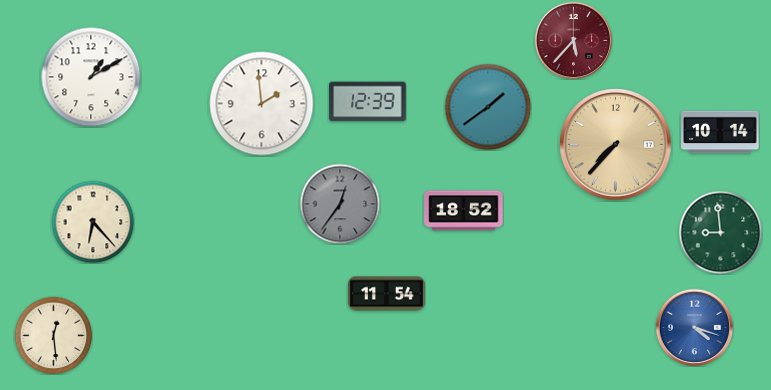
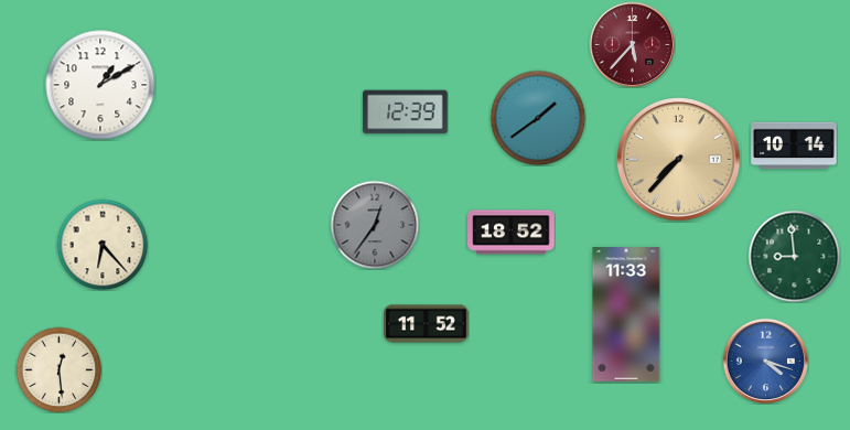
clock at (262, 104): 1:59 -> none
clock at (626, 315): none -> 11:33
clock at (387, 294): 11:54 -> 11:52
